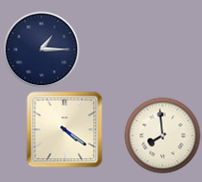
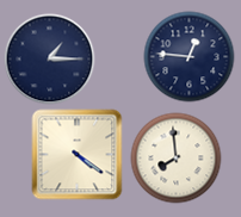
clock at (190, 57): none -> 12:46
clock at (163, 136) position: (163, 136) -> (177, 159)
